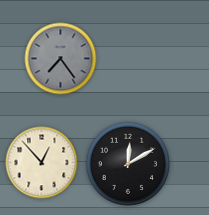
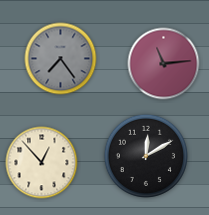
clock at (164, 64): none -> 11:14
clock at (128, 164) position: (128, 164) -> (146, 156)
